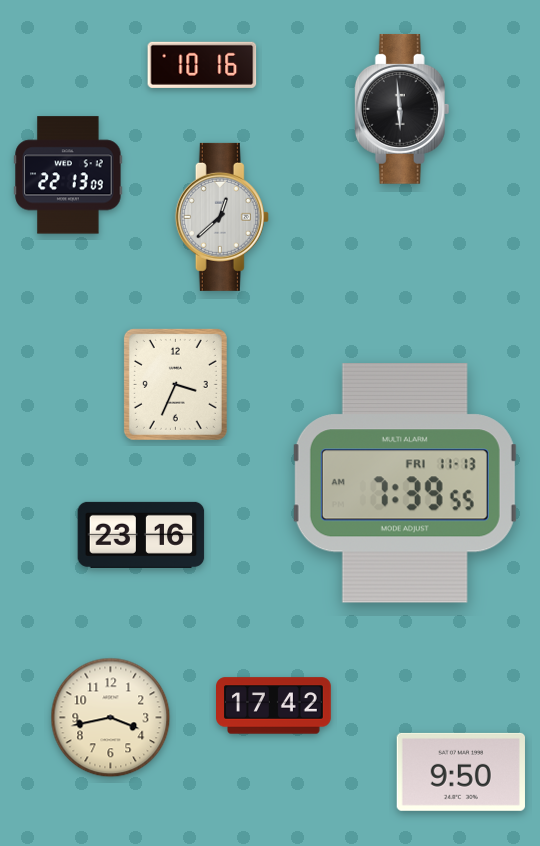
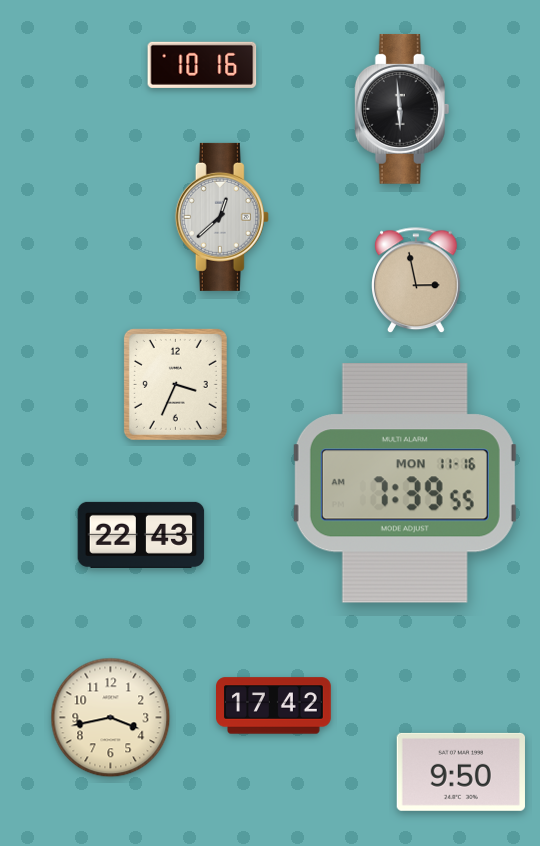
clock at (68, 175): 22:13 -> none
clock at (417, 281): none -> 2:58
clock at (405, 483) date: FRI 11-13 -> MON 11-16
clock at (141, 535): 23:16 -> 22:43
